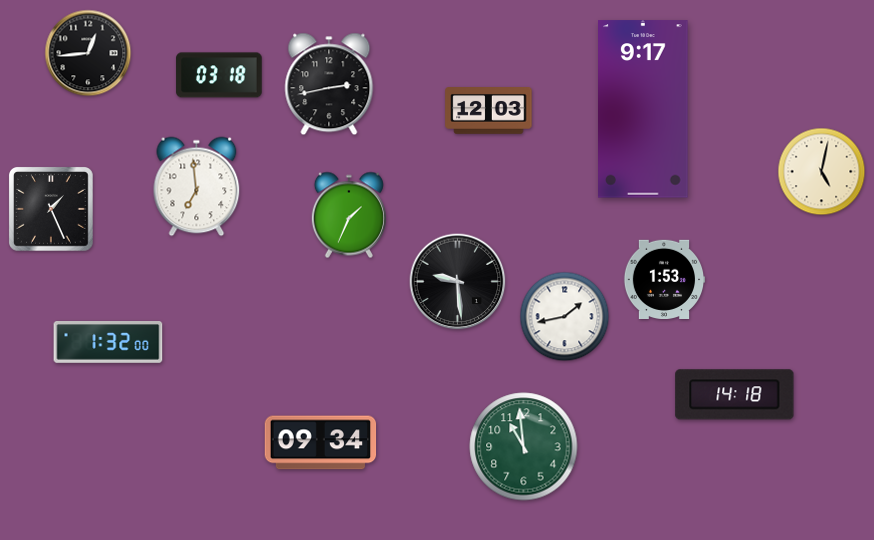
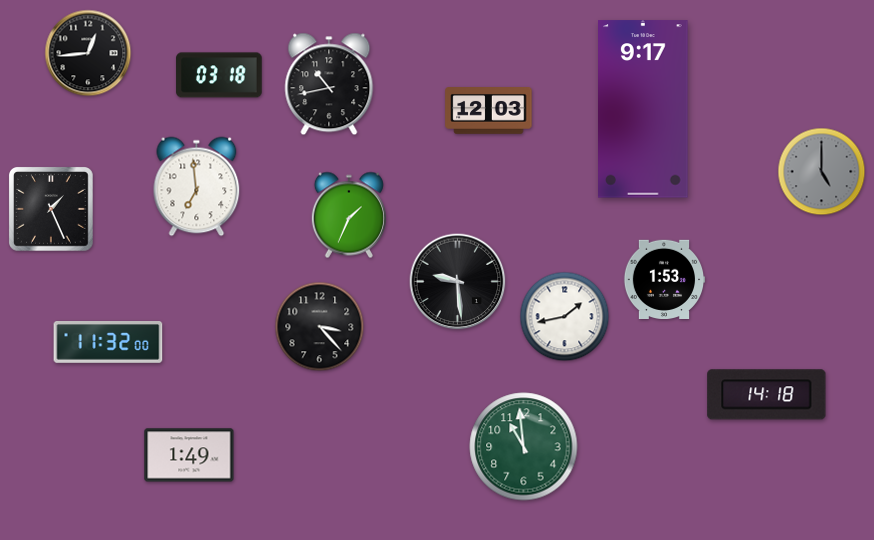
clock at (329, 84): 2:43 -> 10:43
clock at (822, 172): 5:02 -> 5:00
clock at (822, 172) dial: cream -> grey
clock at (320, 327): none -> 3:23
clock at (108, 342): 1:32 -> 11:32
clock at (735, 395) position: (735, 395) -> (767, 395)
clock at (321, 443): 09:34 -> none
clock at (189, 455): none -> 1:49
